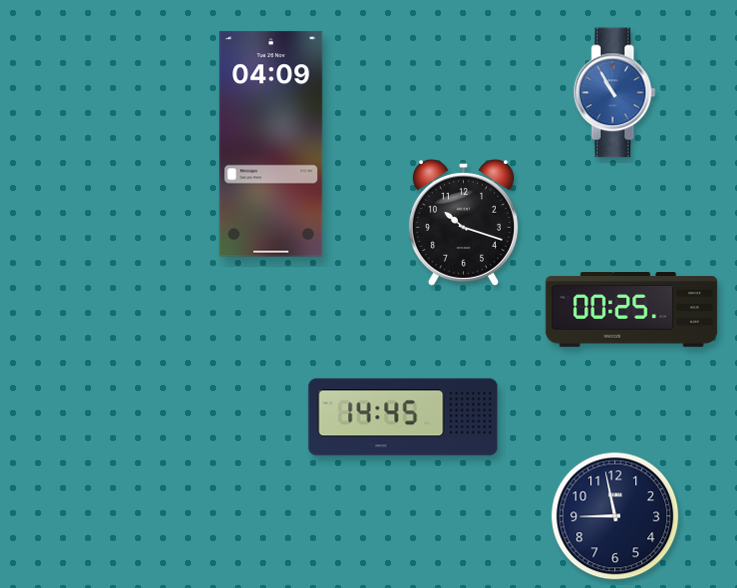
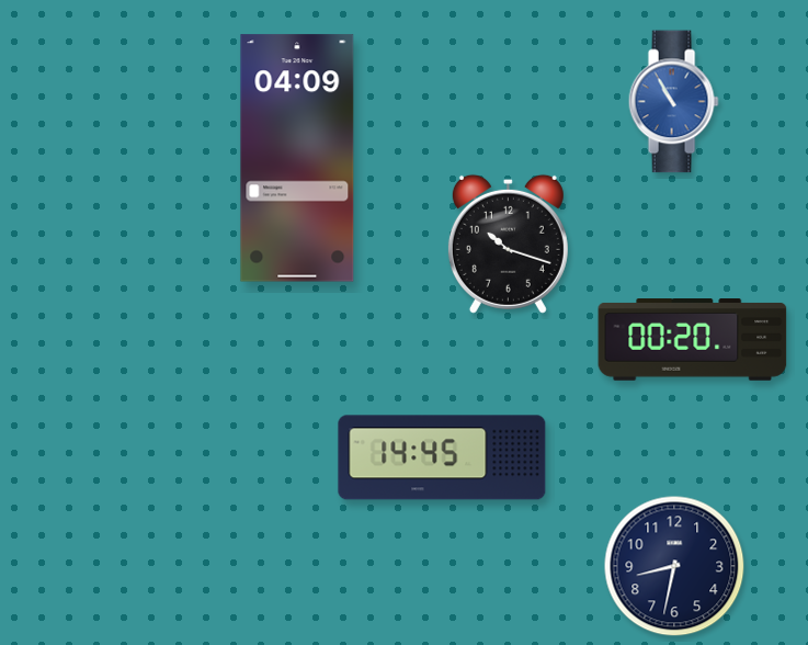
clock at (632, 310): 00:25 -> 00:20
clock at (615, 516): 8:58 -> 8:32
